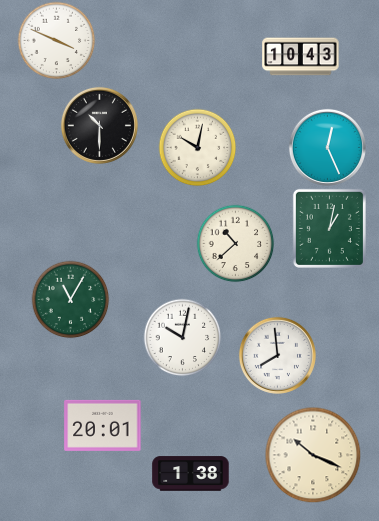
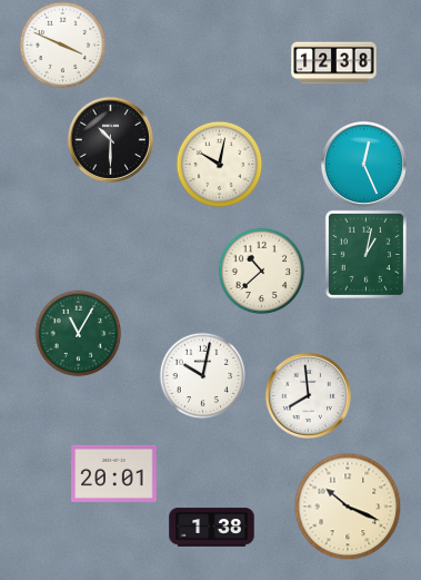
clock at (301, 57): 10:43 -> 12:38
